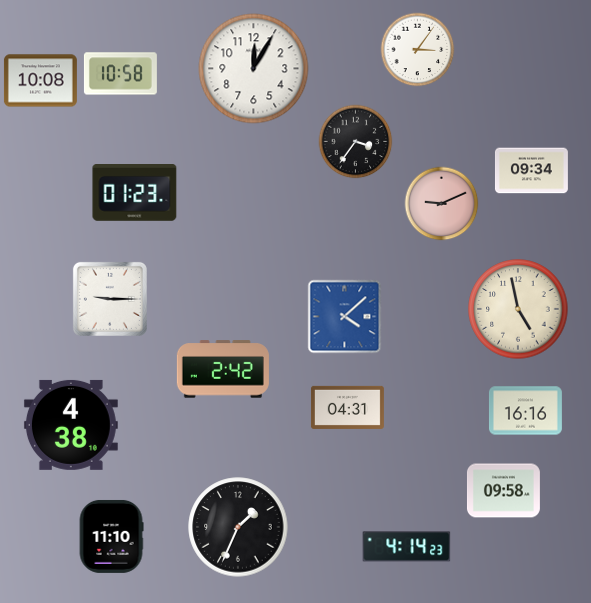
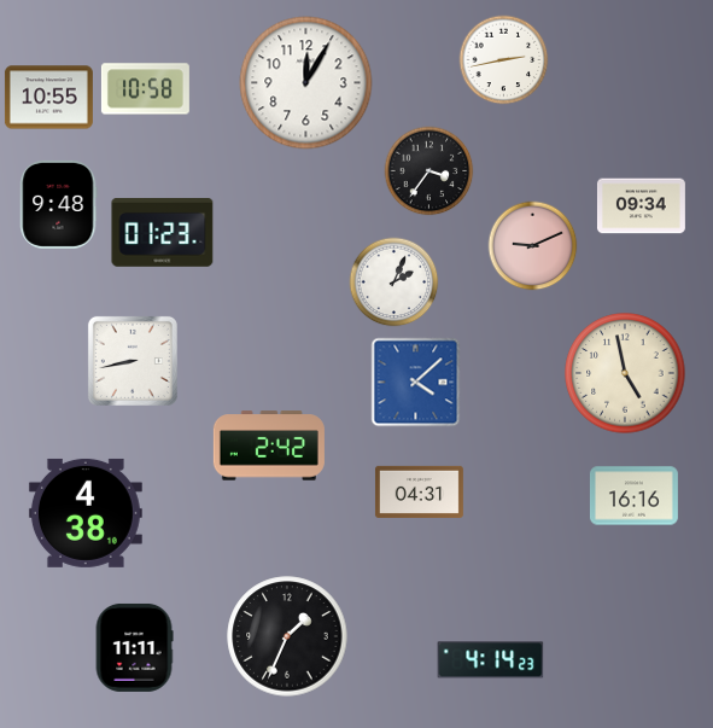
clock at (418, 50): 3:06 -> 2:43
clock at (40, 81): 10:08 -> 10:55
clock at (59, 204): none -> 9:48
clock at (395, 283): none -> 2:04
clock at (110, 299): 9:15 -> 8:43
clock at (503, 491): 09:58 -> none
clock at (111, 536): 11:10 -> 11:11
